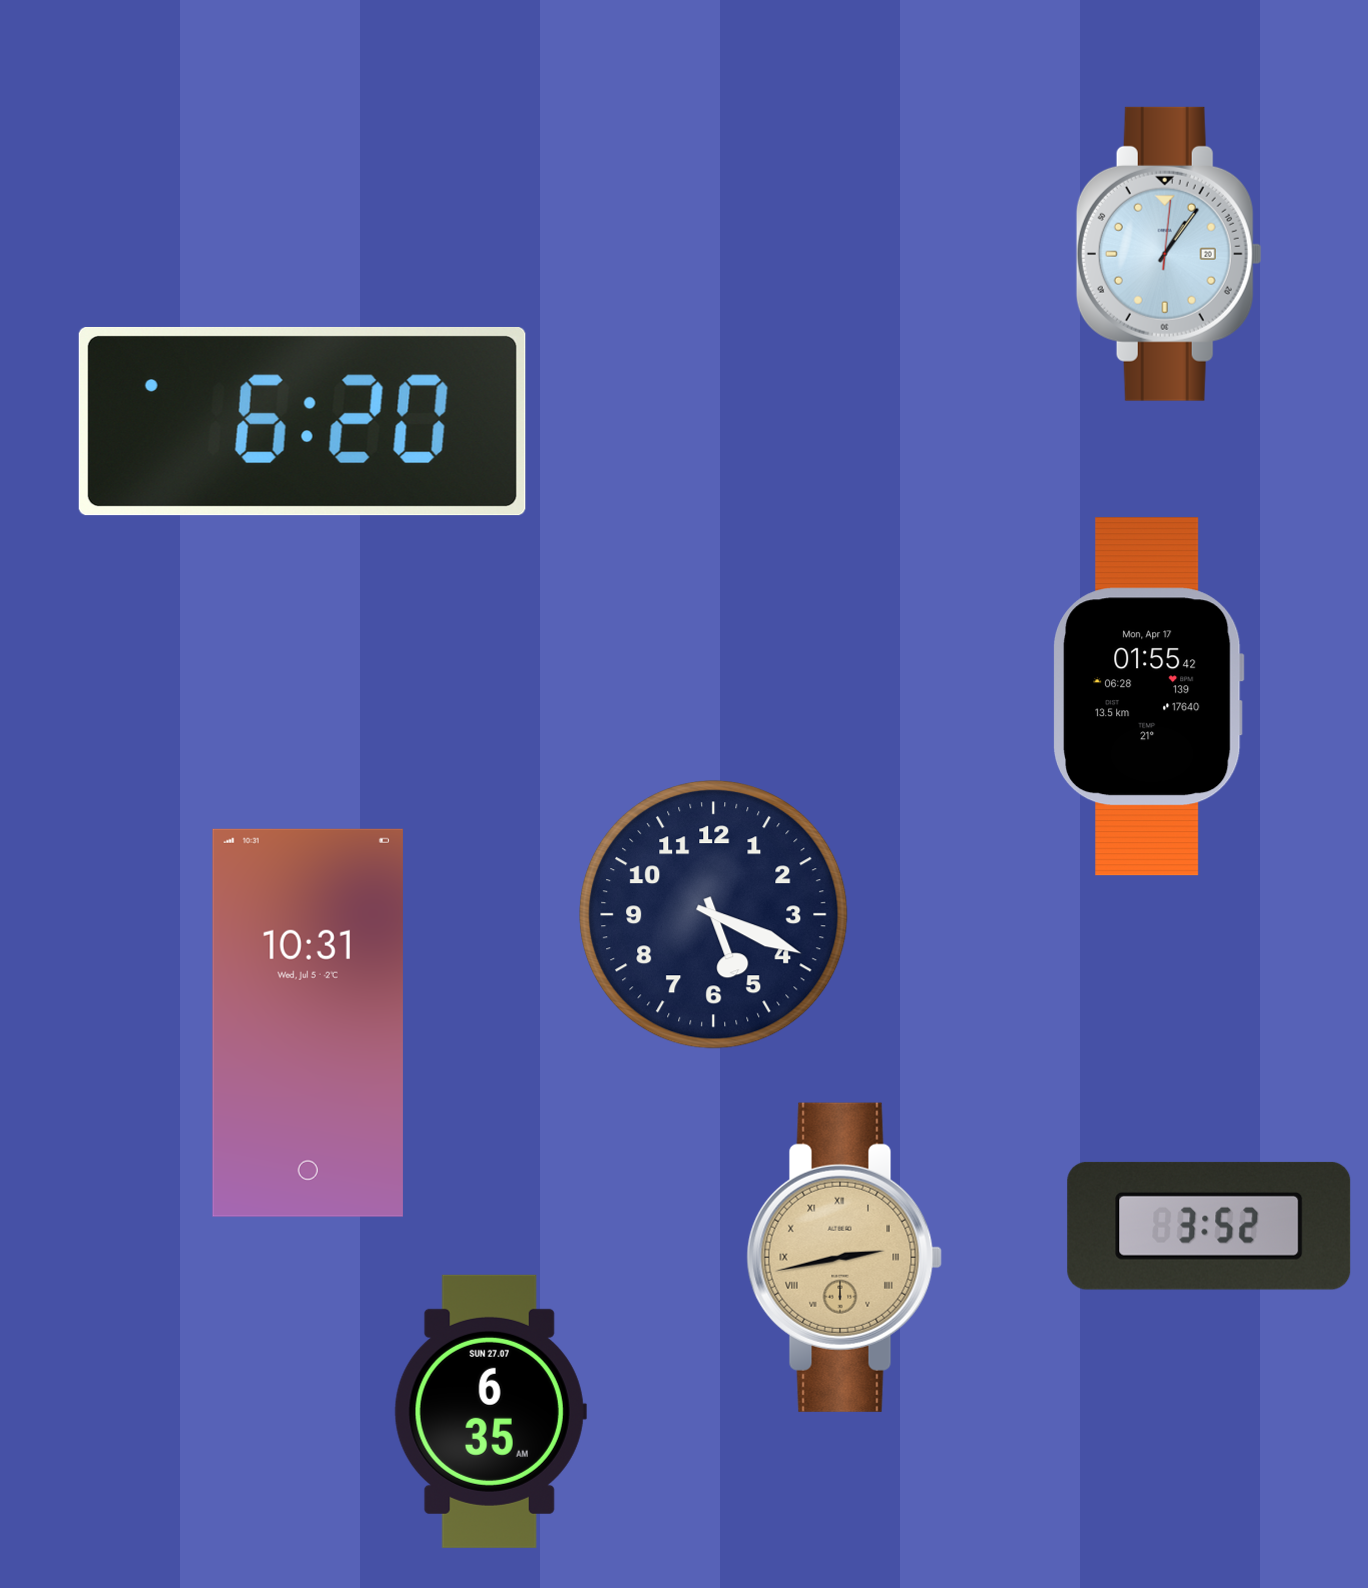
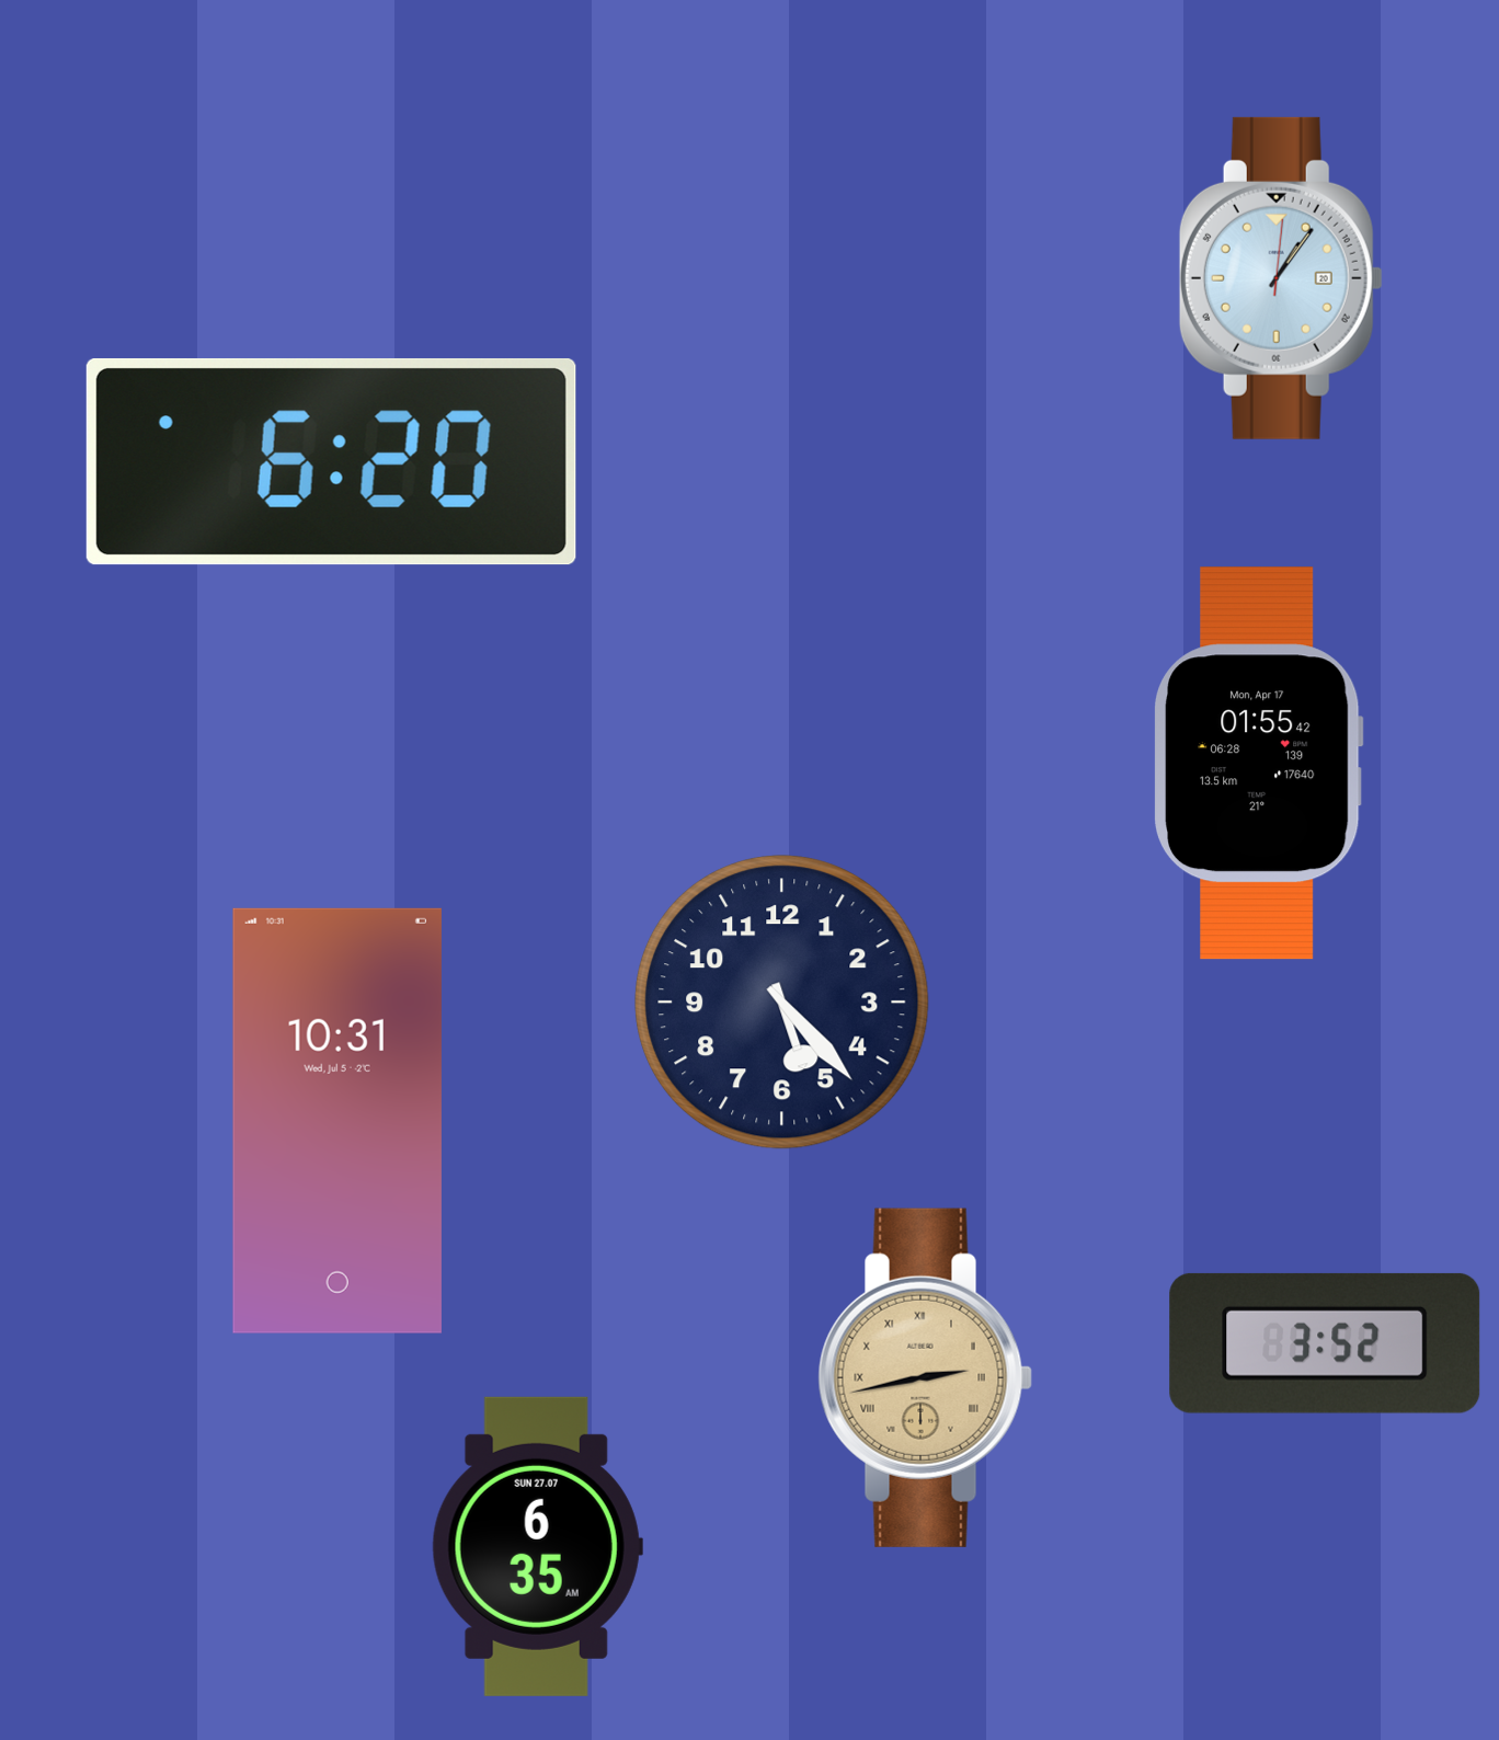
clock at (714, 915): 5:19 -> 5:23
